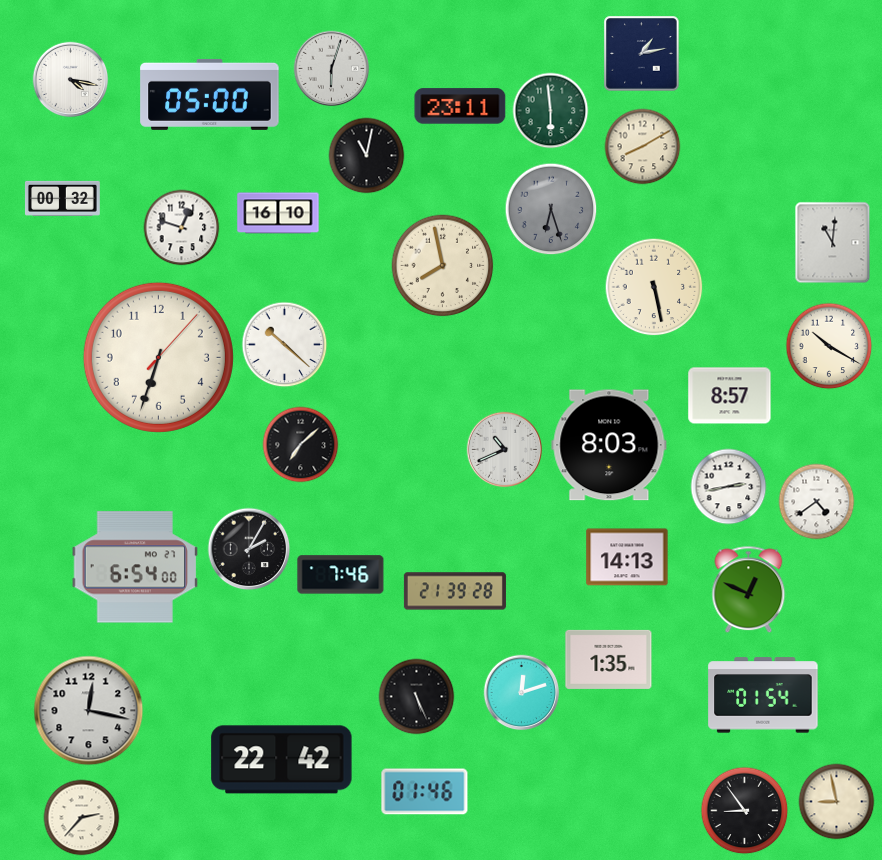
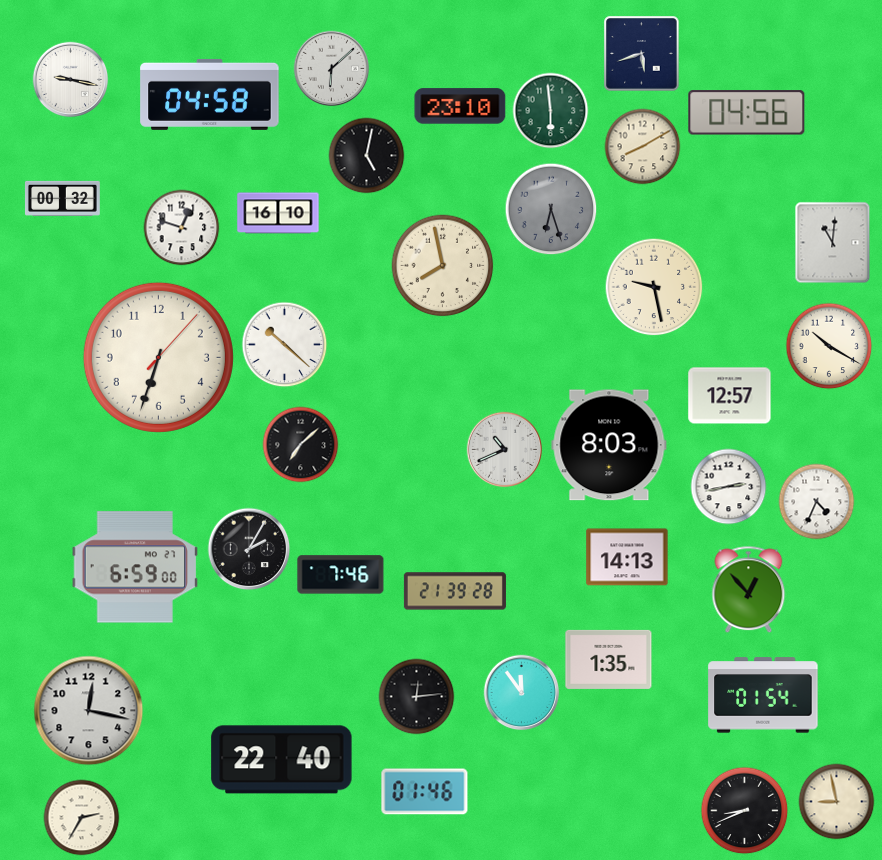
clock at (642, 54): 1:13 -> 5:42
clock at (332, 69): 6:03 -> 6:08
clock at (71, 80): 4:17 -> 9:17
clock at (210, 94): 05:00 -> 04:58
clock at (460, 106): 23:11 -> 23:10
clock at (747, 113): none -> 04:56
clock at (367, 156): 11:02 -> 5:02
clock at (654, 287): 5:28 -> 9:28
clock at (730, 396): 8:57 -> 12:57
clock at (817, 502): 4:39 -> 4:34
clock at (135, 567): 6:54 -> 6:59
clock at (749, 590): 12:49 -> 12:53
clock at (522, 693): 12:12 -> 11:54
clock at (417, 697): 5:26 -> 12:14
clock at (282, 760): 22:42 -> 22:40
clock at (745, 811): 8:54 -> 8:41
clock at (82, 818): 2:37 -> 2:35
